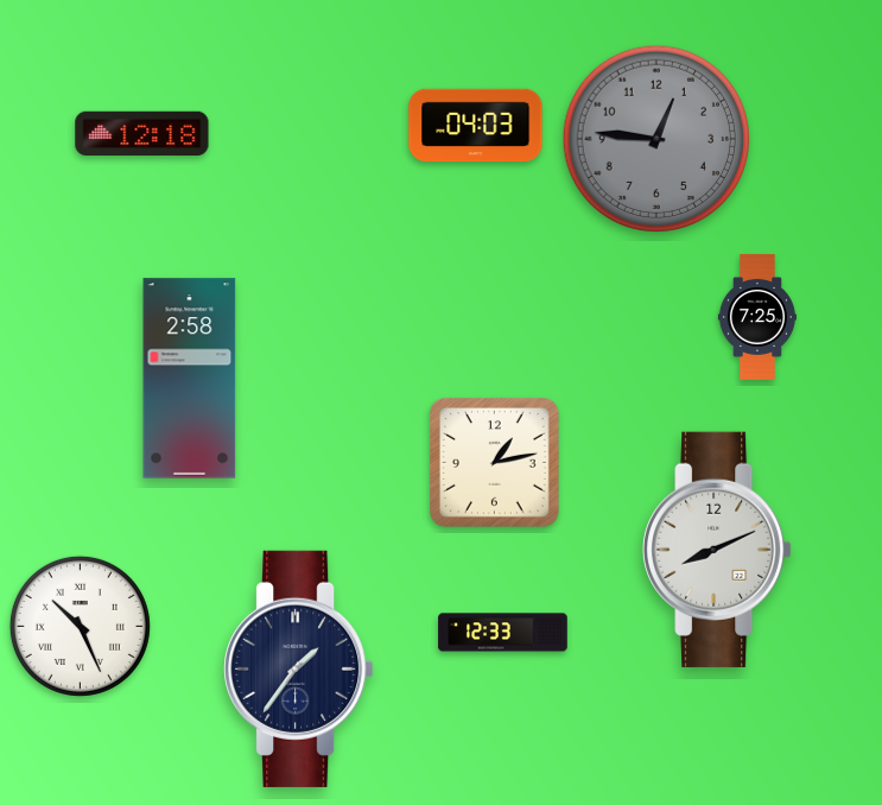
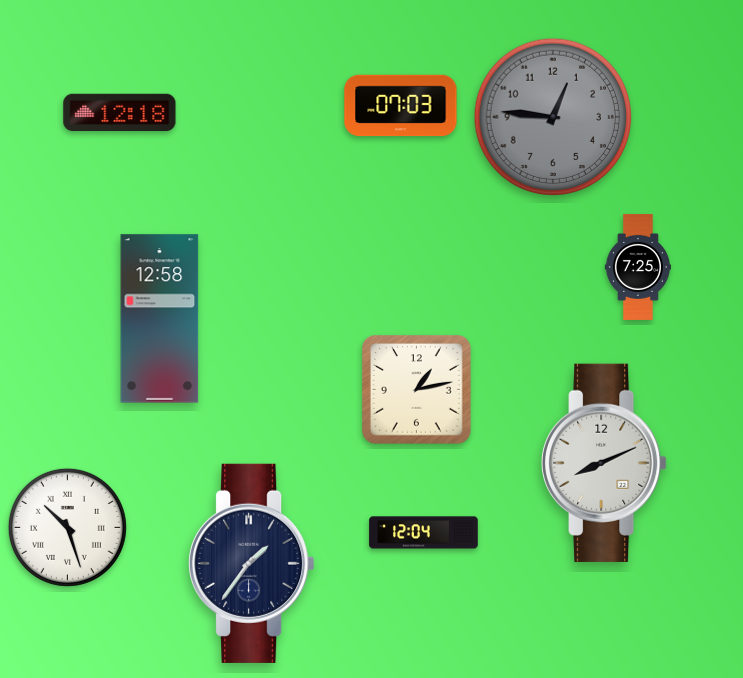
clock at (476, 126): 04:03 -> 07:03
clock at (190, 379): 2:58 -> 12:58
clock at (80, 626): 10:26 -> 10:27
clock at (503, 633): 12:33 -> 12:04
